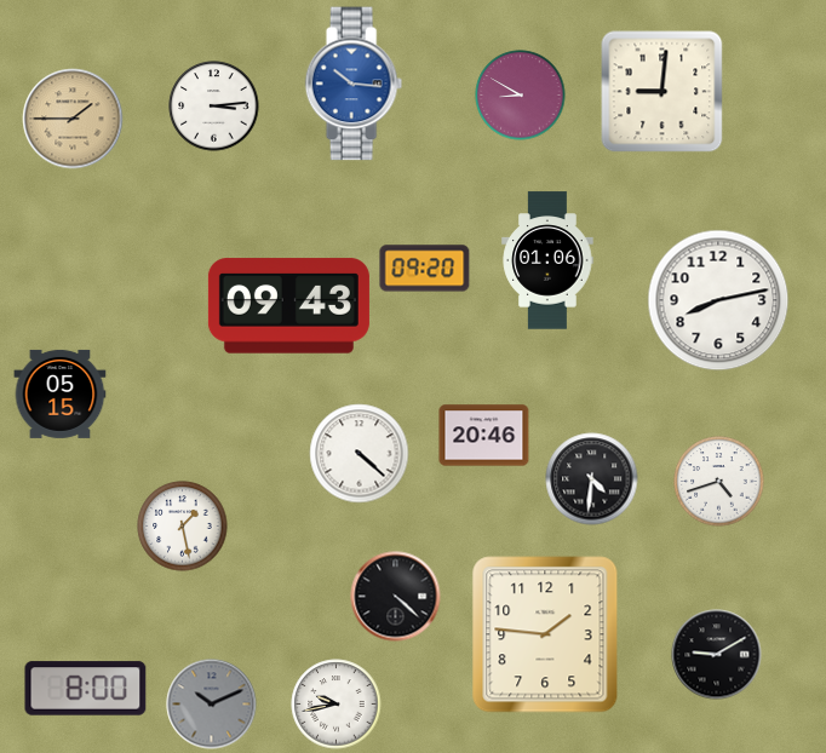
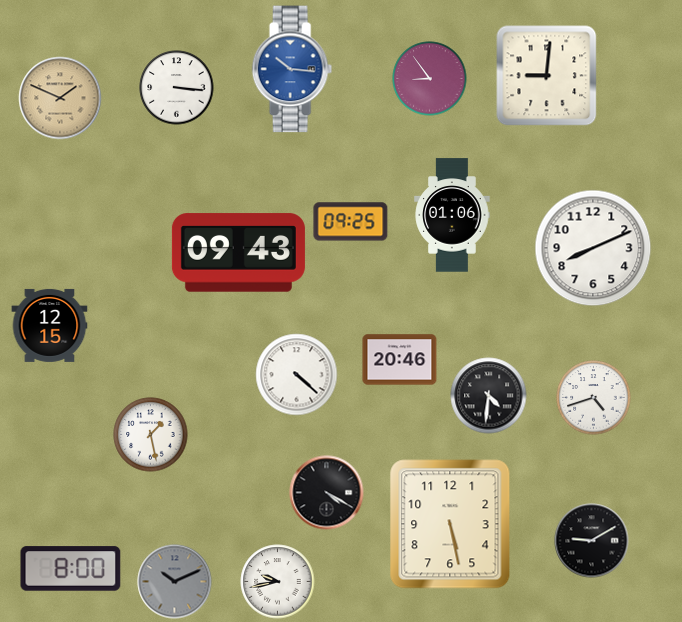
clock at (521, 96): 8:50 -> 8:54
clock at (214, 107): 3:14 -> 3:16
clock at (73, 119): 1:45 -> 1:49
clock at (425, 269): 09:20 -> 09:25
clock at (718, 300): 8:13 -> 8:11
clock at (61, 393): 05:15 -> 12:15
clock at (396, 597): 4:22 -> 4:20
clock at (545, 634): 1:46 -> 5:28
